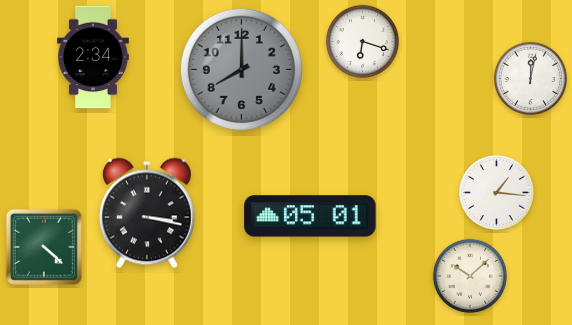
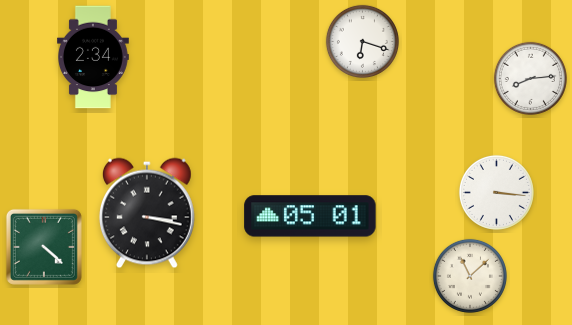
clock at (241, 69): 8:00 -> none
clock at (530, 78): 12:02 -> 8:14
clock at (496, 192): 1:16 -> 3:16
clock at (470, 276): 10:08 -> 11:08
